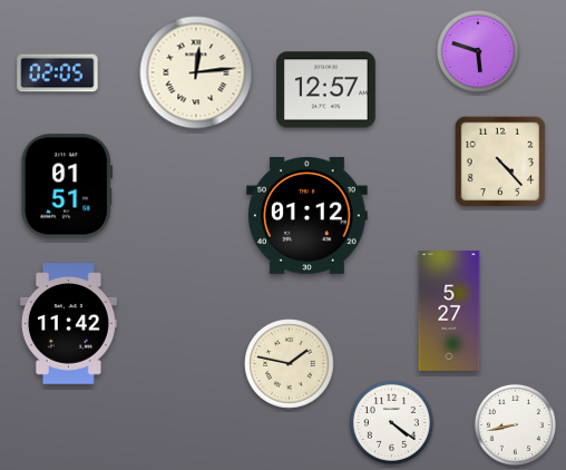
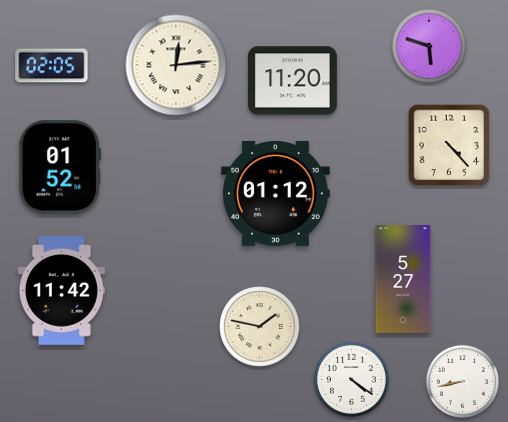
clock at (326, 90): 12:57 -> 11:20
clock at (66, 186): 01:51 -> 01:52
